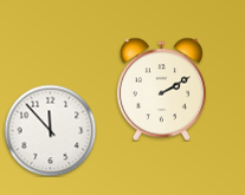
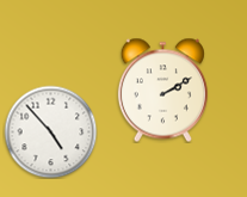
clock at (50, 130): 11:53 -> 4:53
